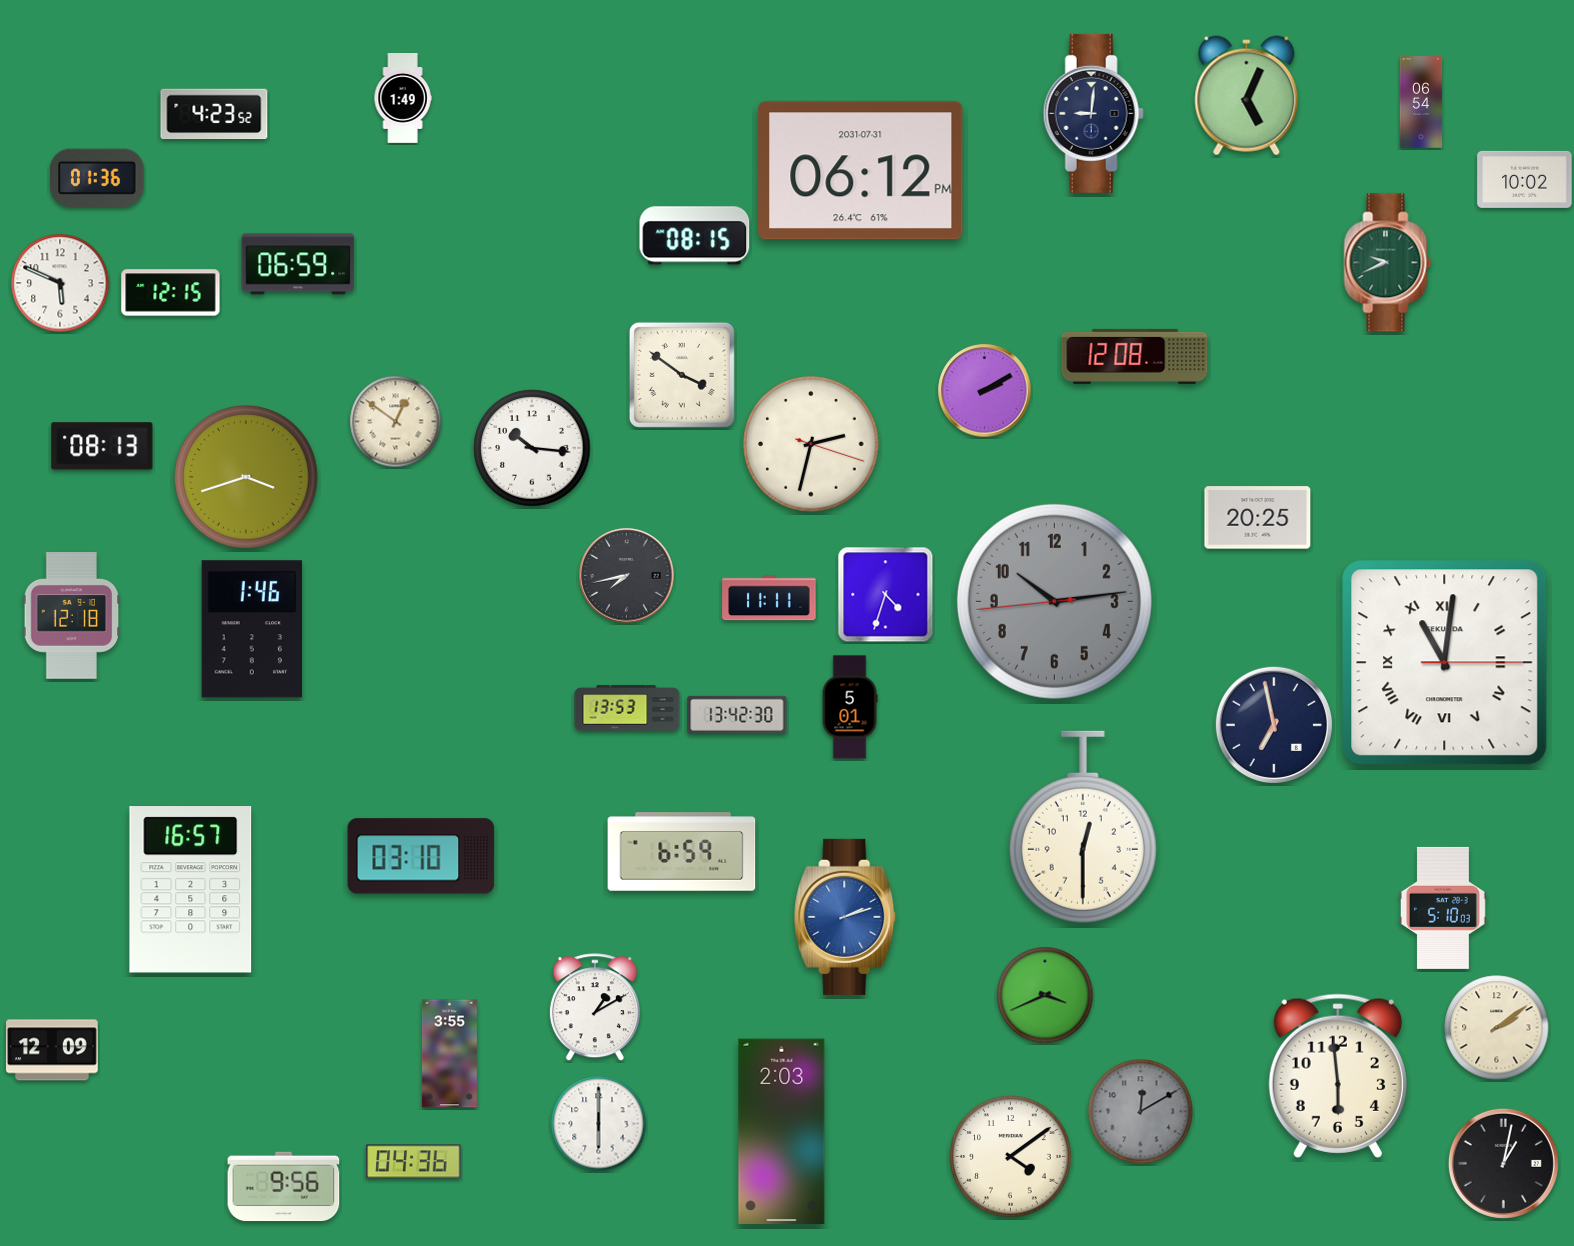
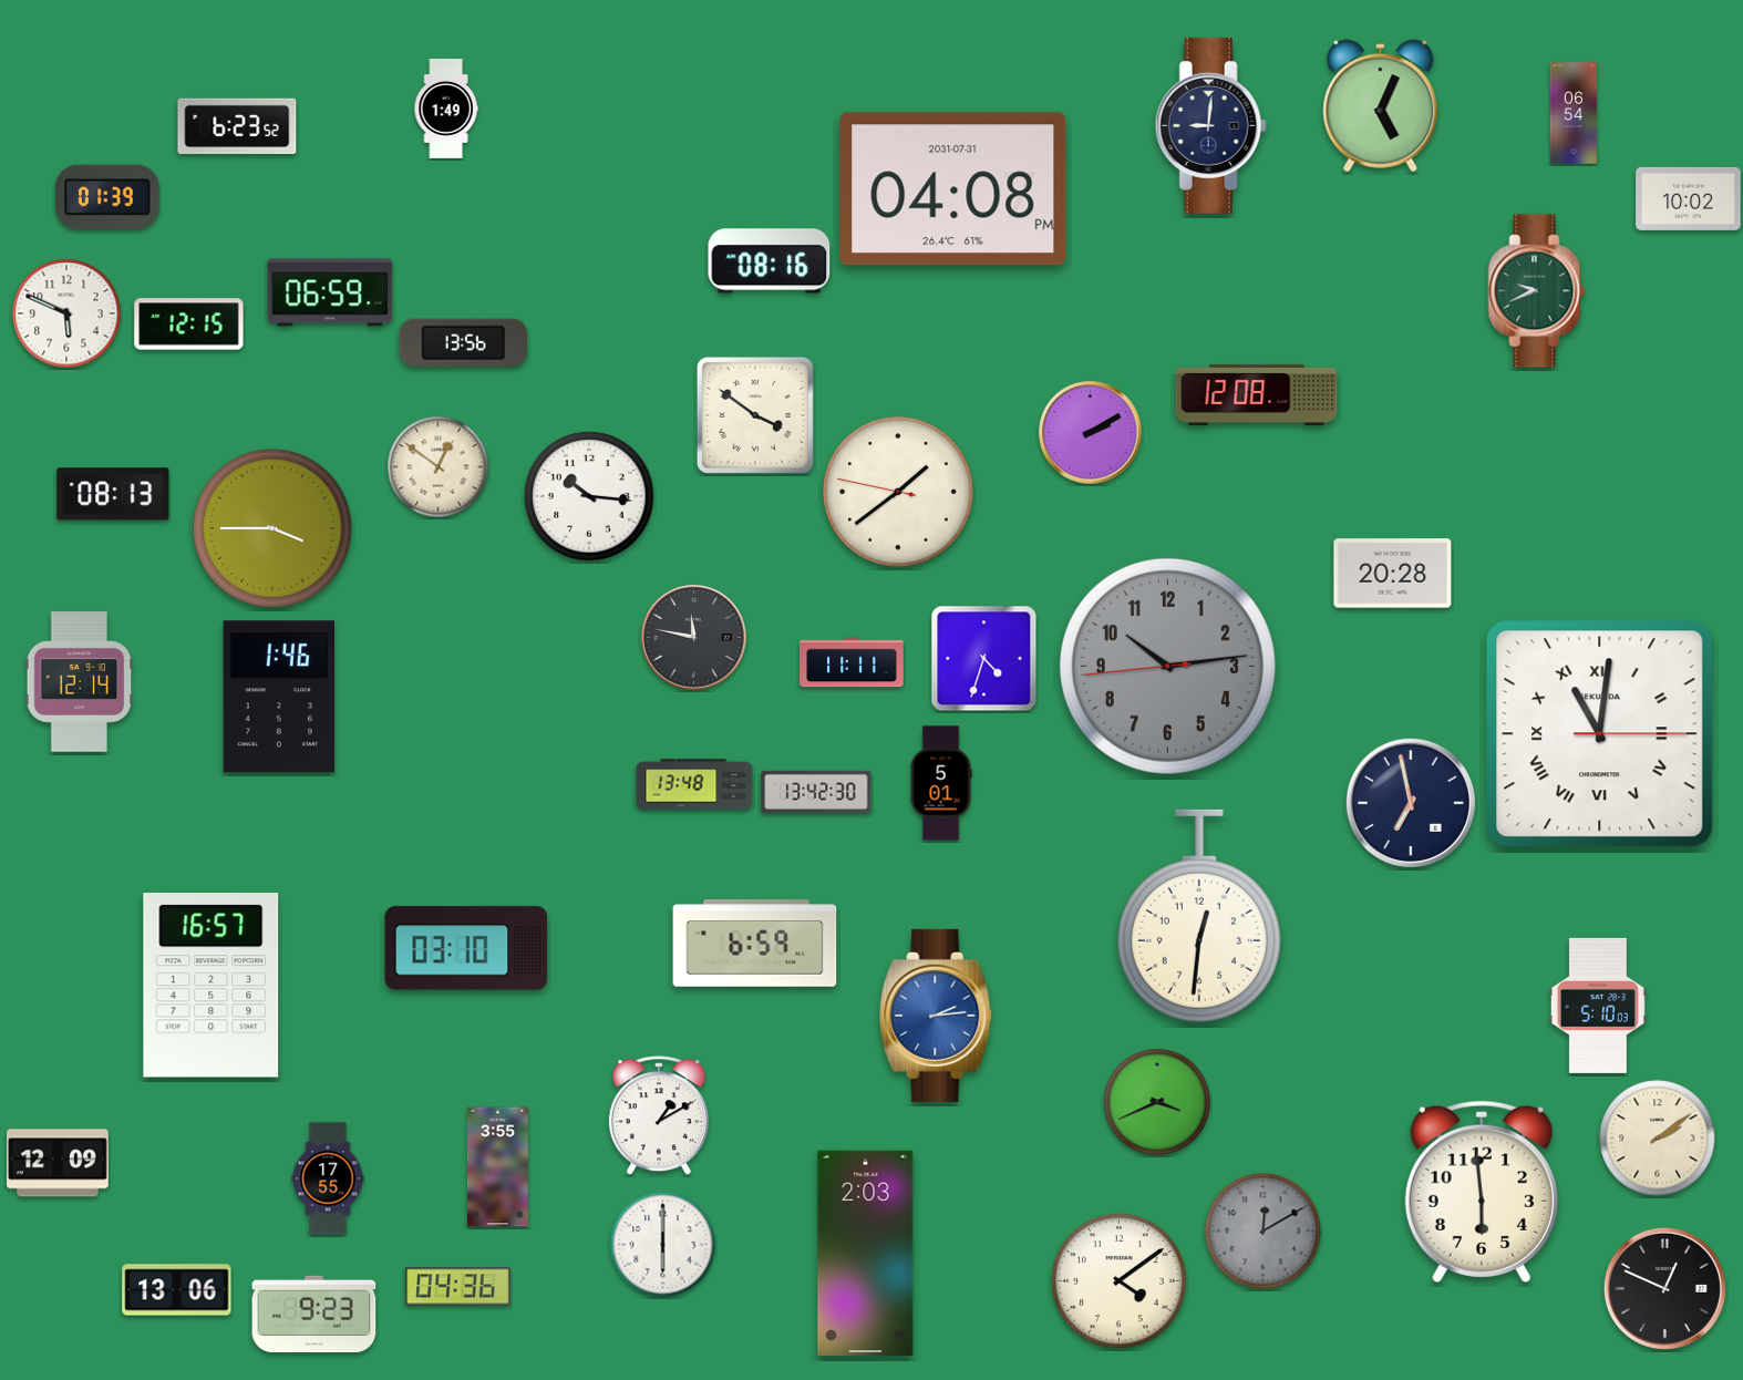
clock at (214, 114): 4:23 -> 6:23
clock at (861, 171): 06:12 -> 04:08
clock at (97, 177): 01:36 -> 01:39
clock at (695, 236): 08:15 -> 08:16
clock at (464, 342): none -> 13:56
clock at (811, 444): 2:32 -> 1:38
clock at (247, 478): 3:42 -> 3:45
clock at (1258, 518): 20:25 -> 20:28
clock at (627, 576): 7:43 -> 11:47
clock at (886, 595) position: (886, 595) -> (984, 659)
clock at (72, 616): 12:18 -> 12:14
clock at (627, 708): 13:53 -> 13:48
clock at (1083, 827): 12:30 -> 12:31
clock at (846, 917): 2:12 -> 2:14
clock at (328, 1178): none -> 17:55
clock at (1503, 1163): 1:02 -> 12:49
clock at (177, 1290): none -> 13:06
clock at (284, 1187): 9:56 -> 9:23
